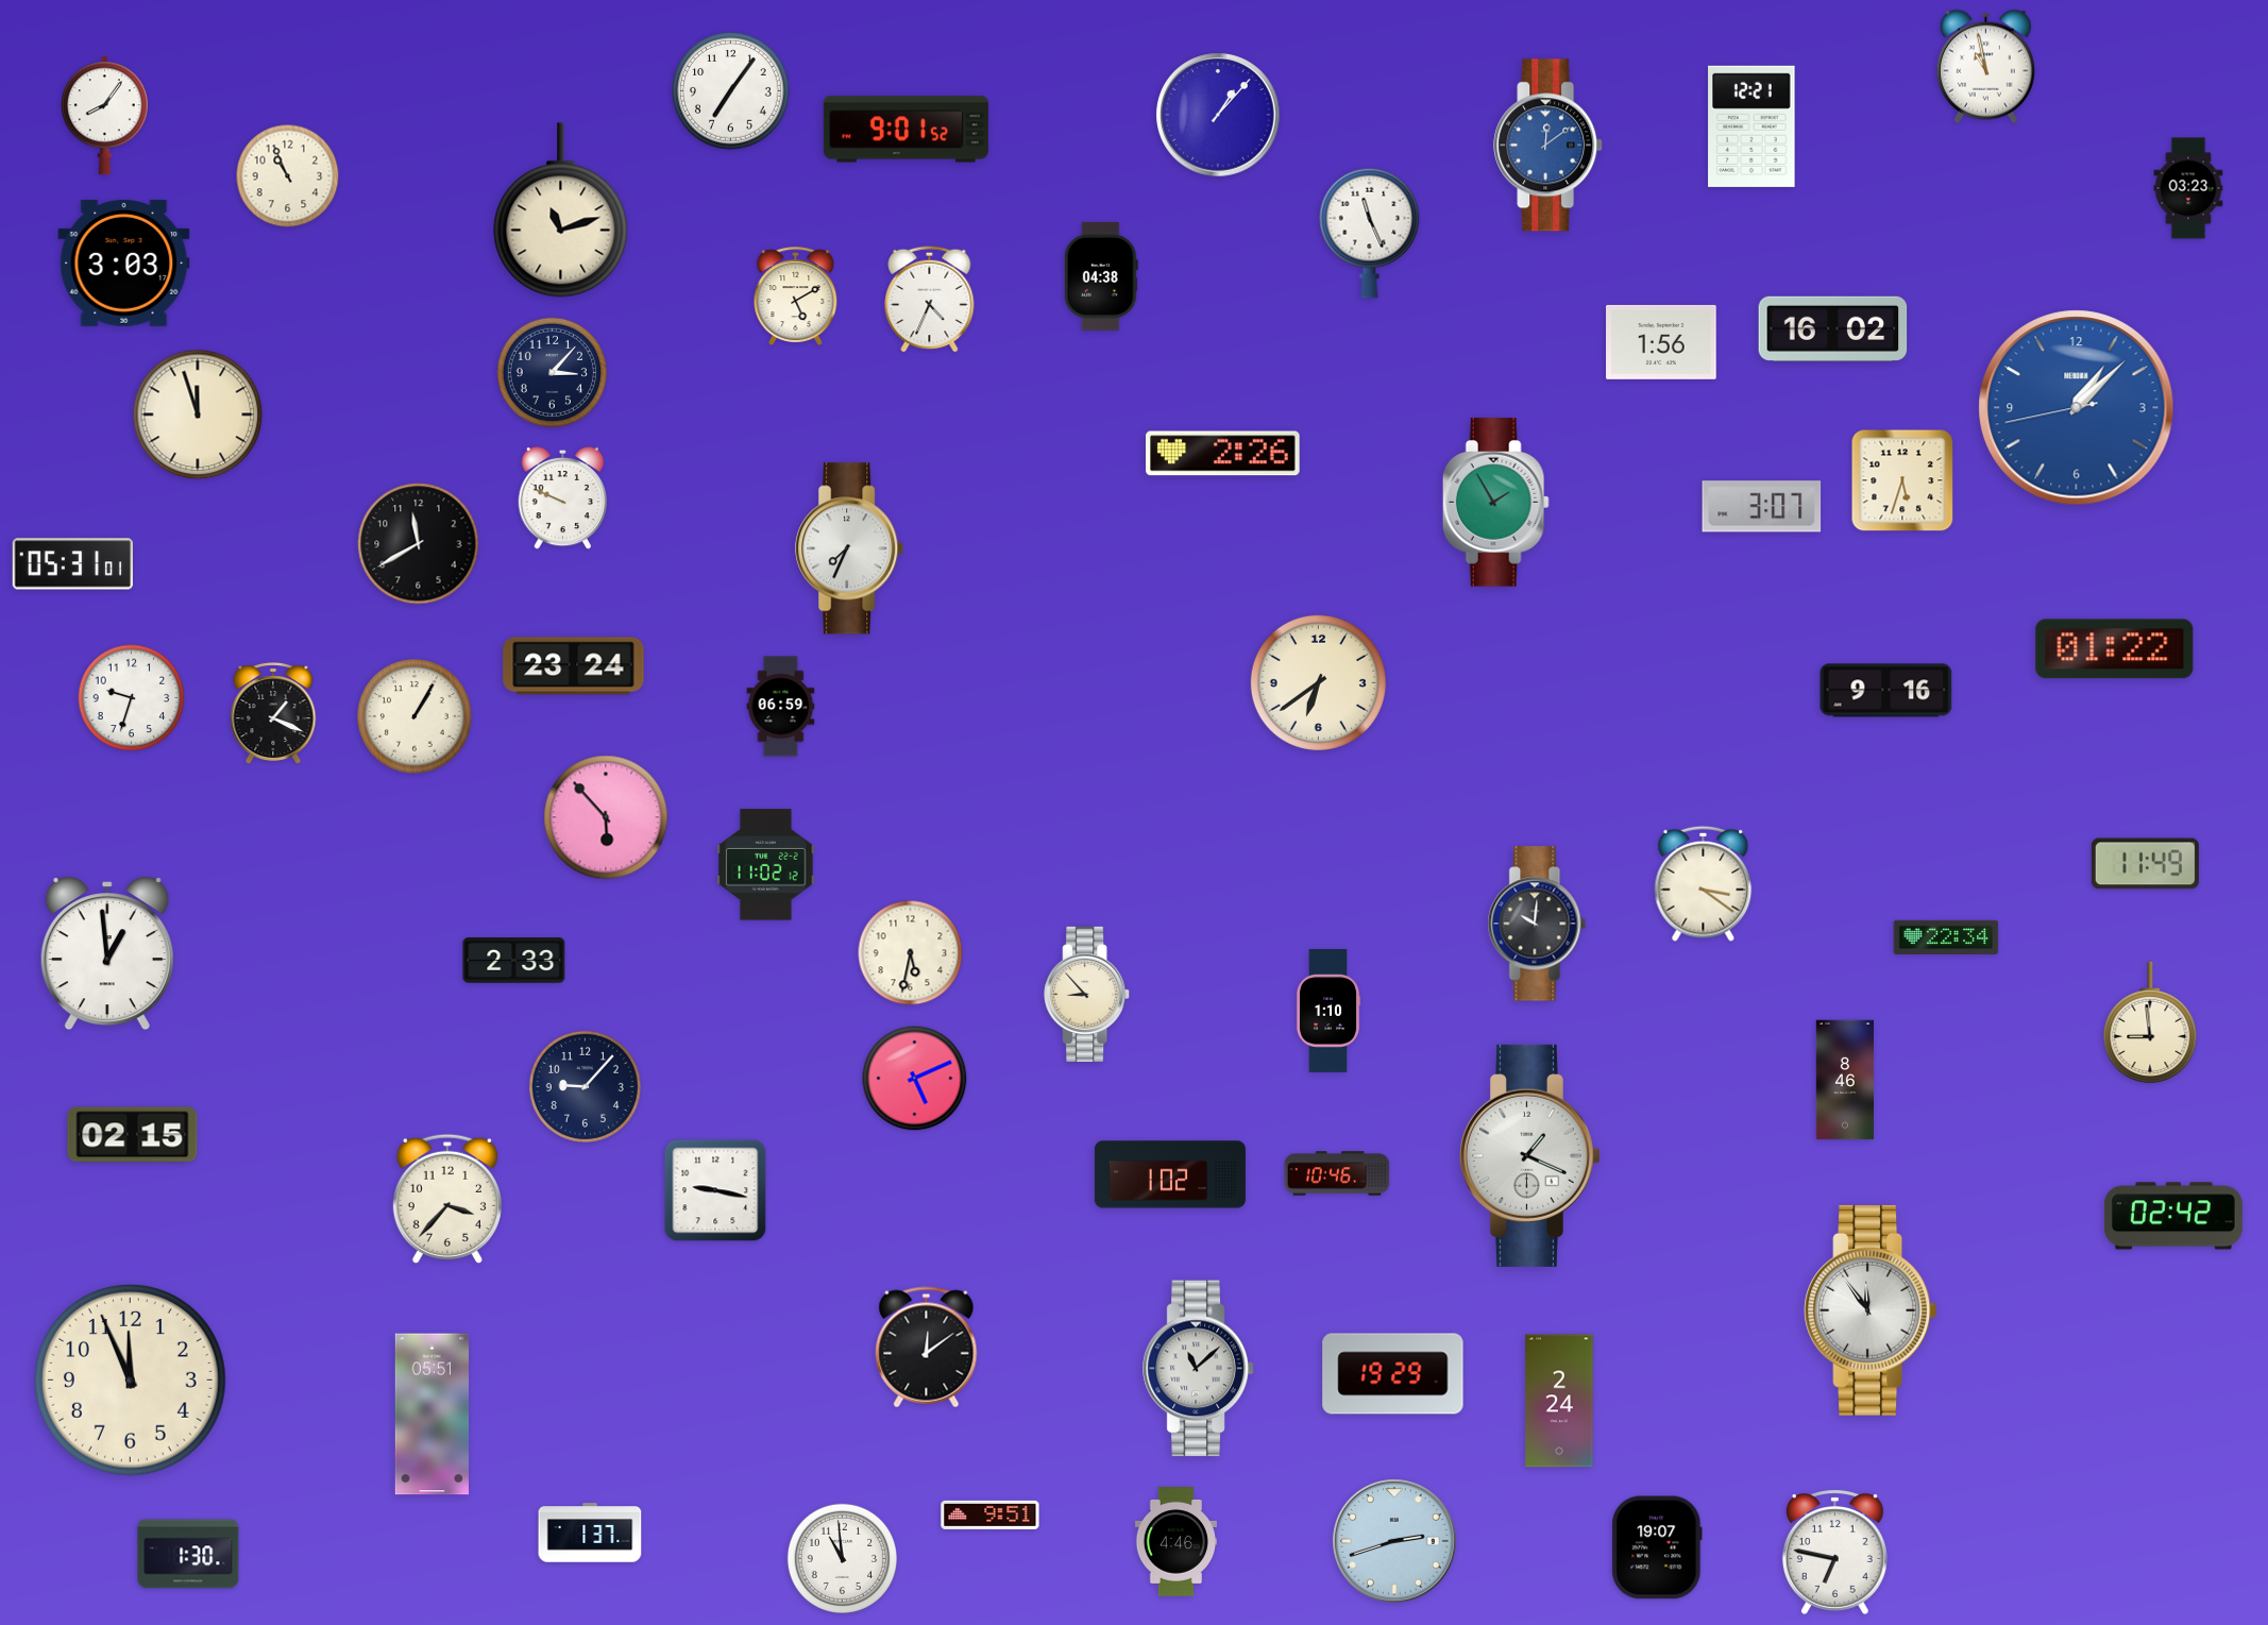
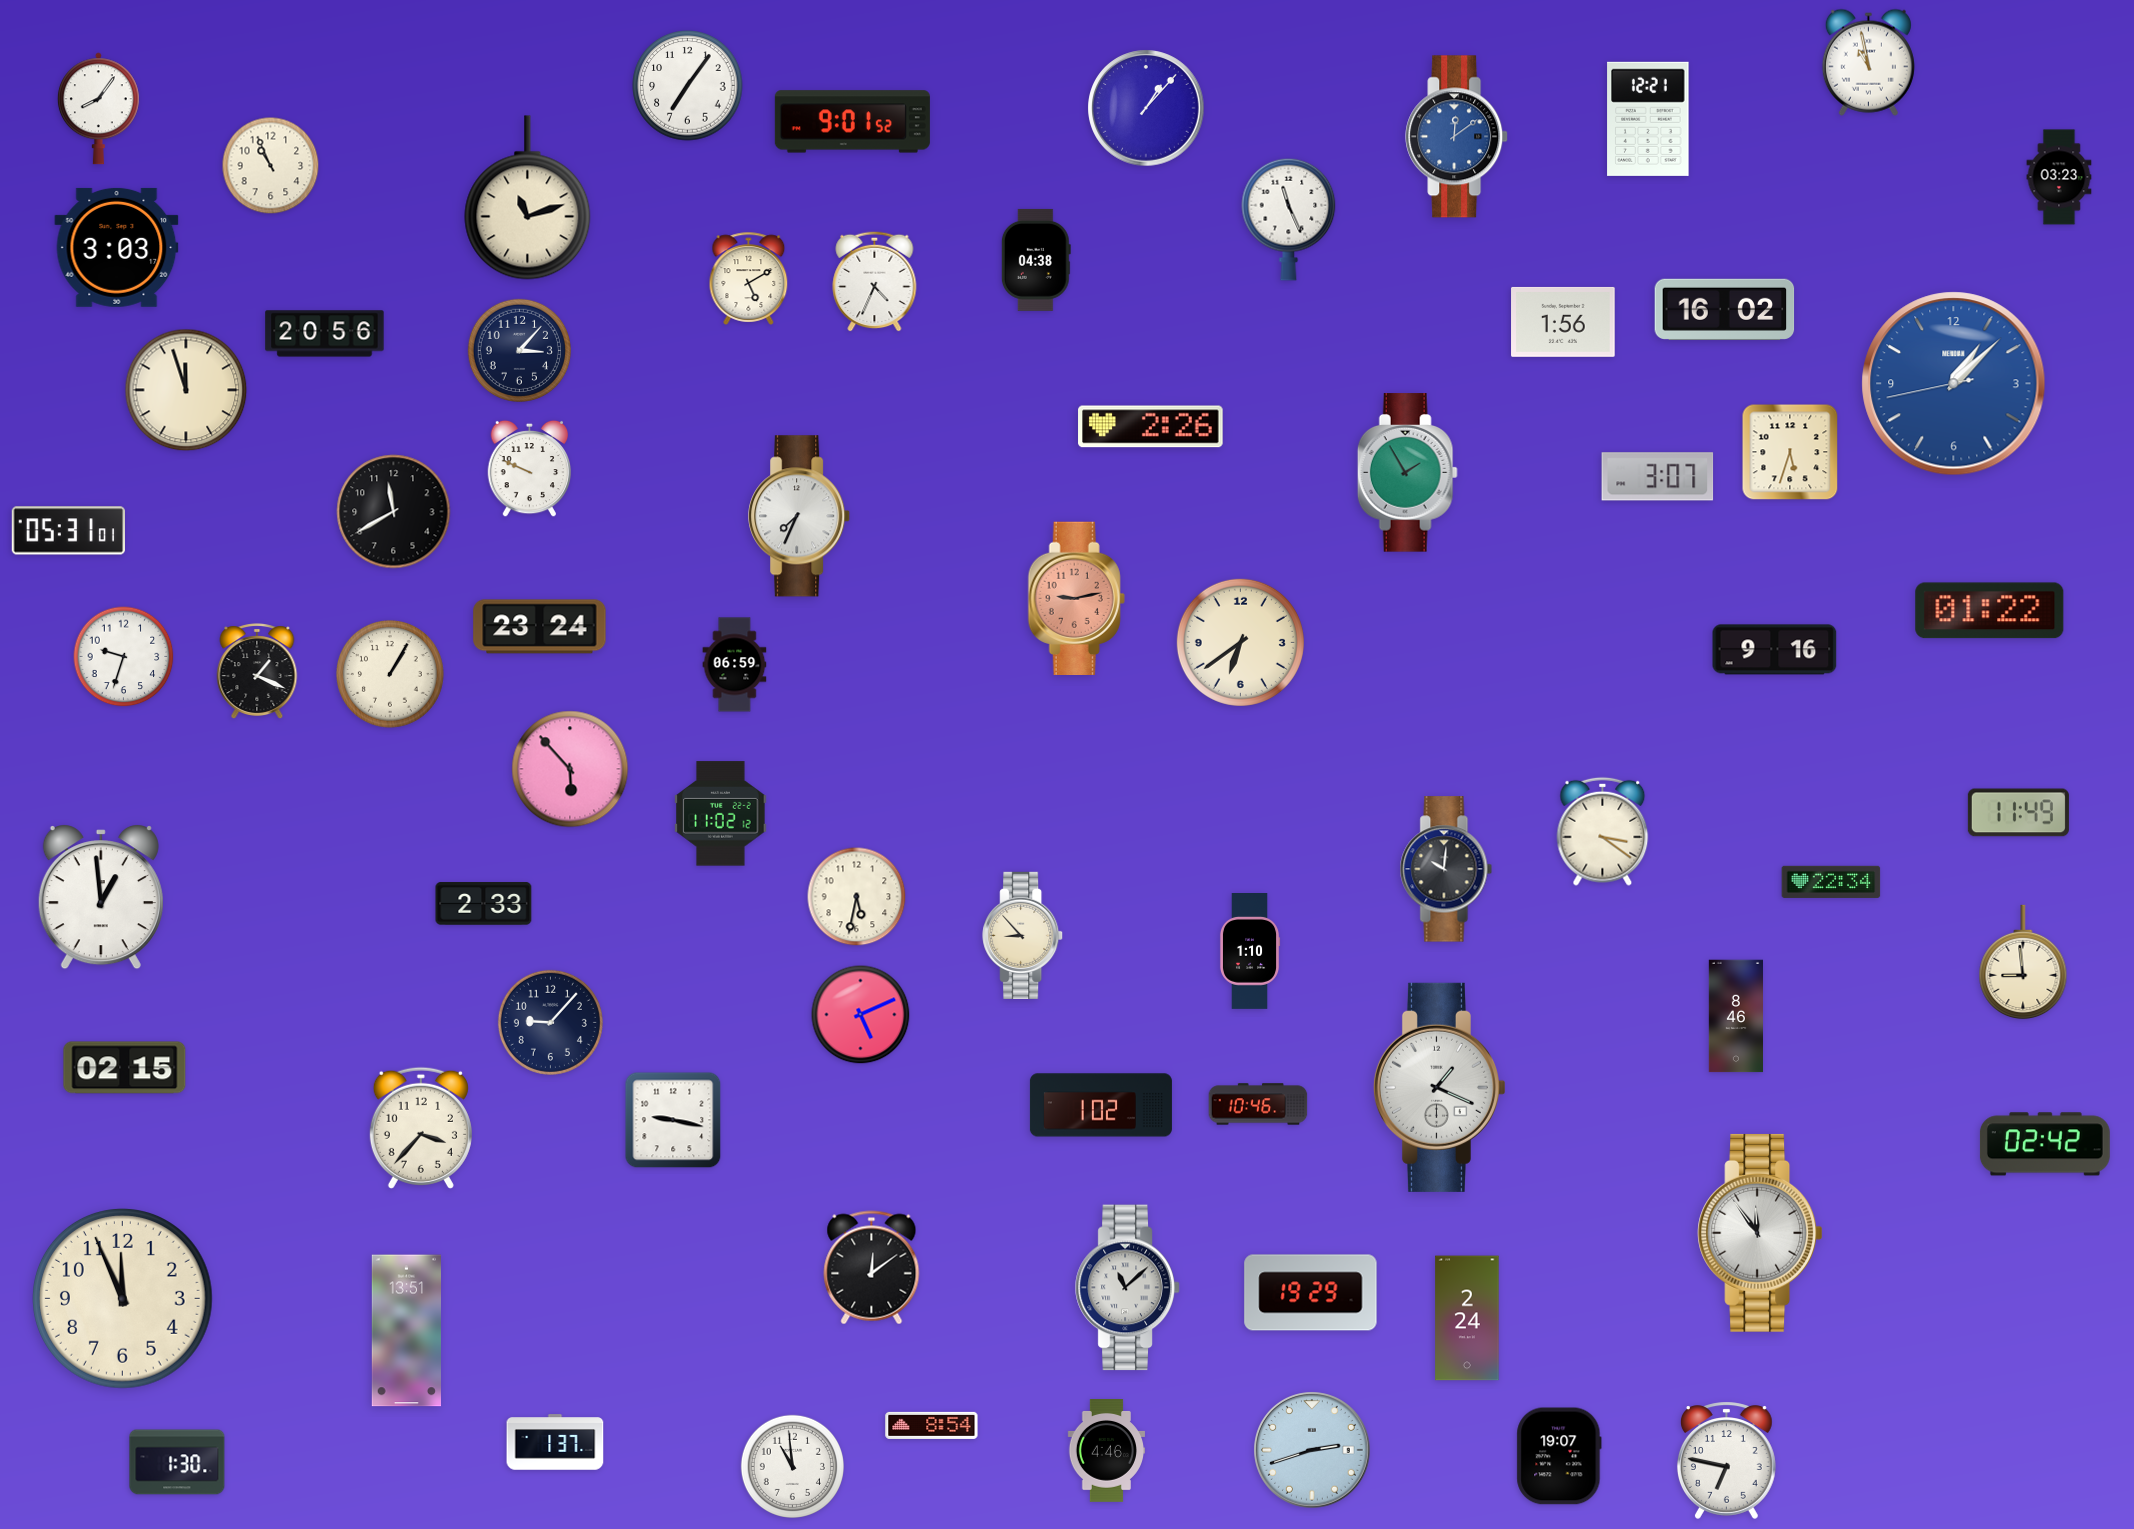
clock at (325, 334): none -> 20:56
clock at (1076, 598): none -> 9:13
clock at (431, 1415): 05:51 -> 13:51
clock at (991, 1514): 9:51 -> 8:54
